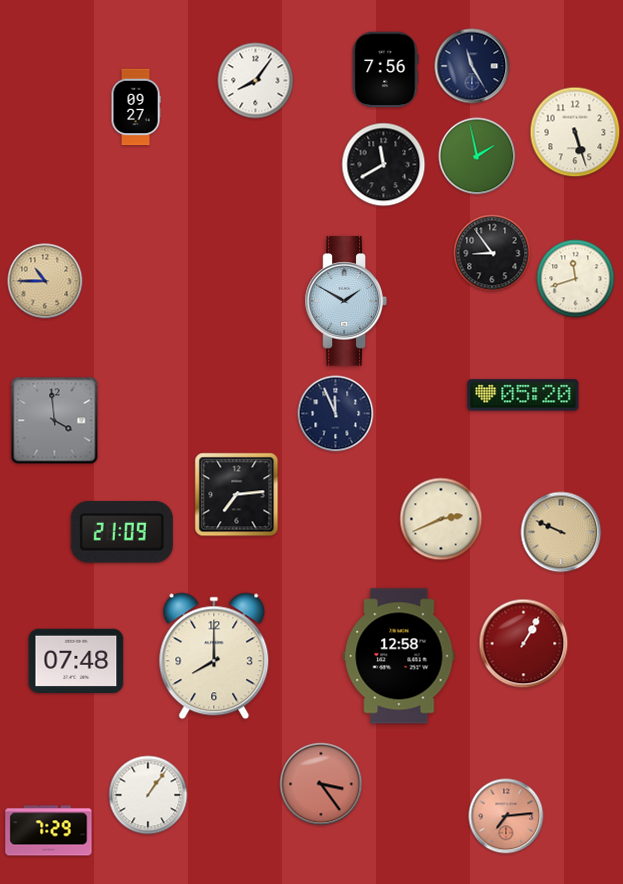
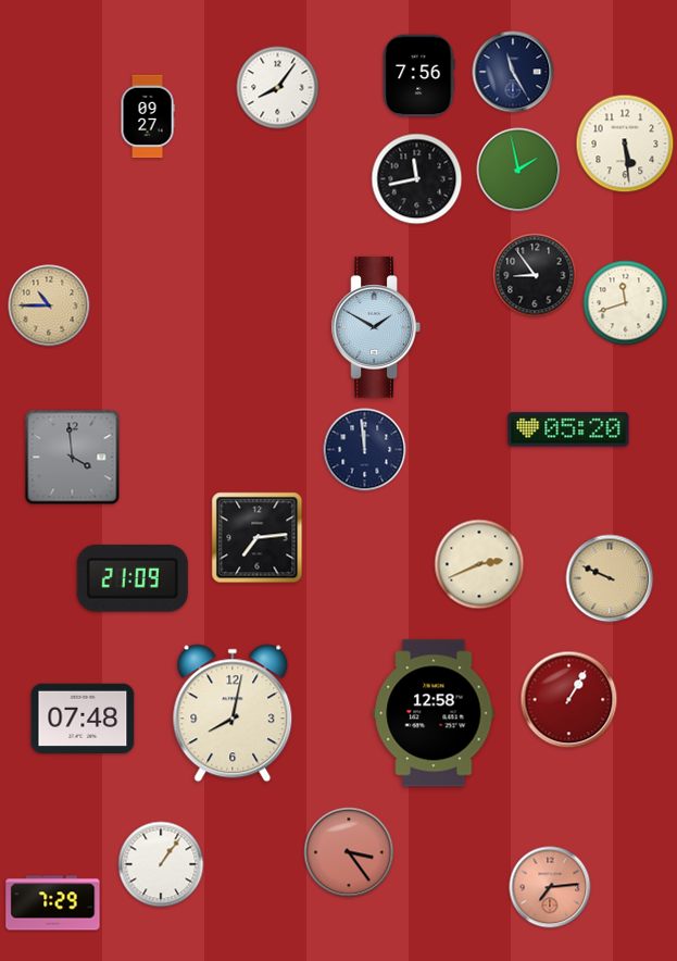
clock at (575, 132): 5:27 -> 5:29
clock at (384, 165): 11:40 -> 11:43
clock at (336, 414): 11:56 -> 11:59
clock at (55, 421) position: (55, 421) -> (73, 458)
clock at (214, 656): 8:00 -> 8:02
